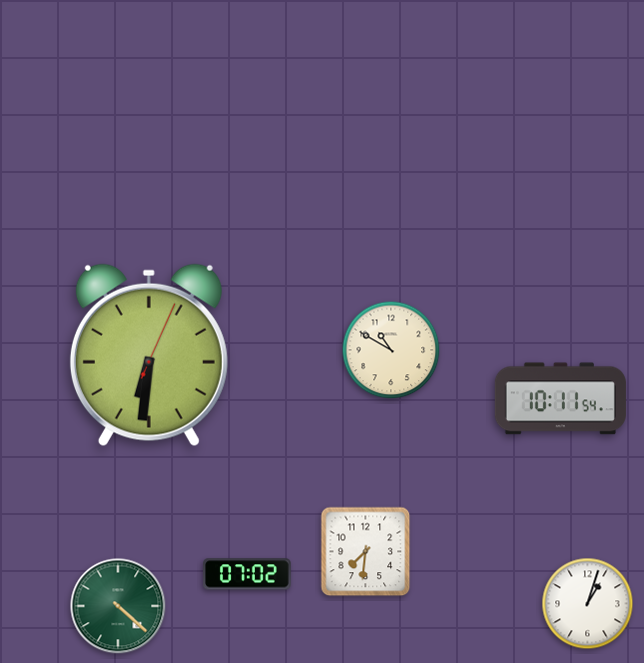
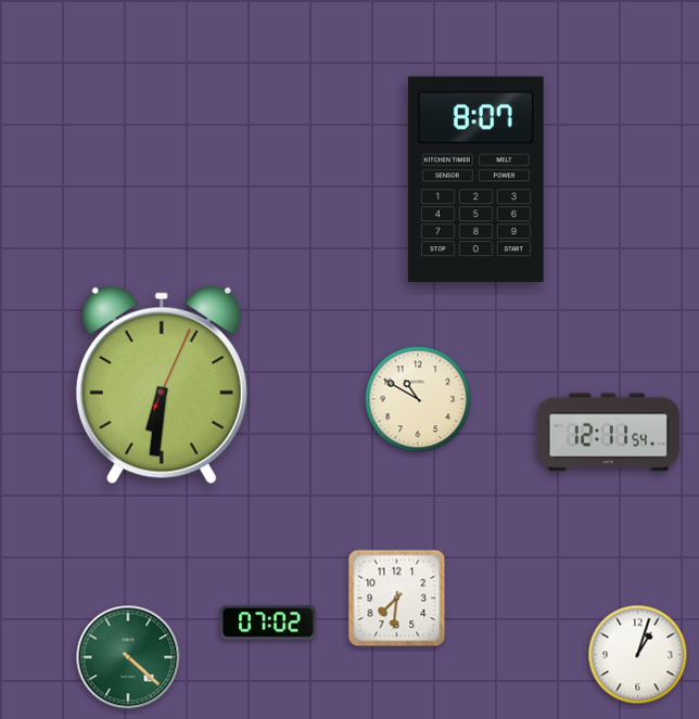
clock at (475, 180): none -> 8:07
clock at (391, 350) position: (391, 350) -> (418, 399)
clock at (560, 399): 10:11 -> 12:11
